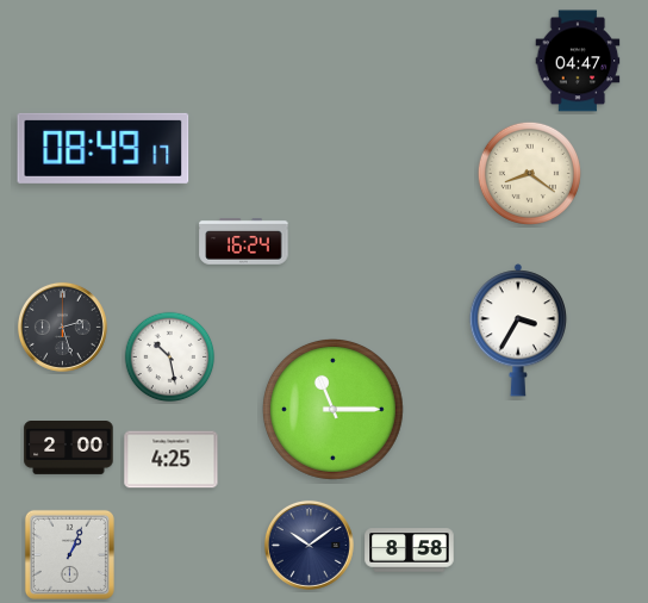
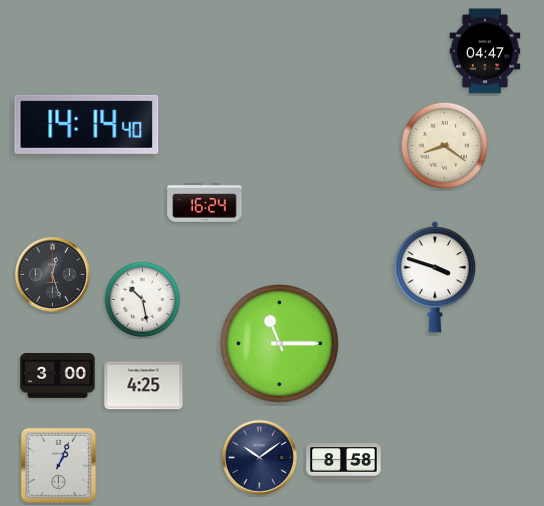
clock at (104, 148): 08:49 -> 14:14
clock at (62, 327): 2:27 -> 12:27
clock at (517, 330): 3:35 -> 3:48
clock at (69, 448): 2:00 -> 3:00
